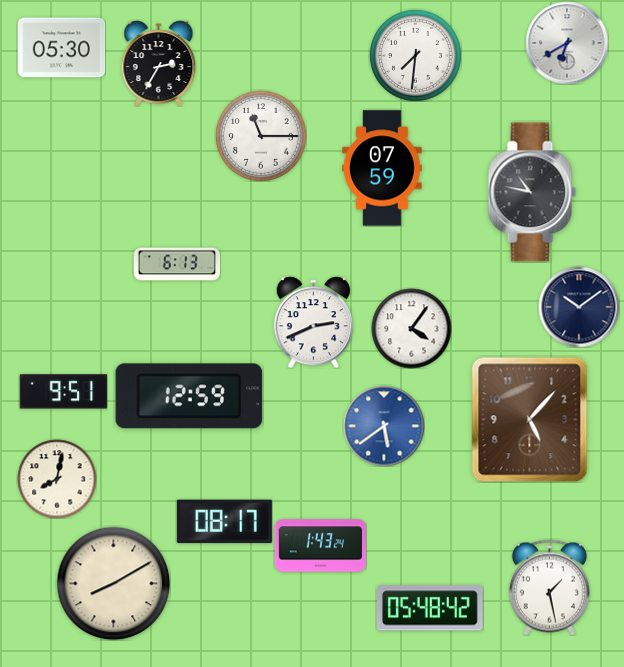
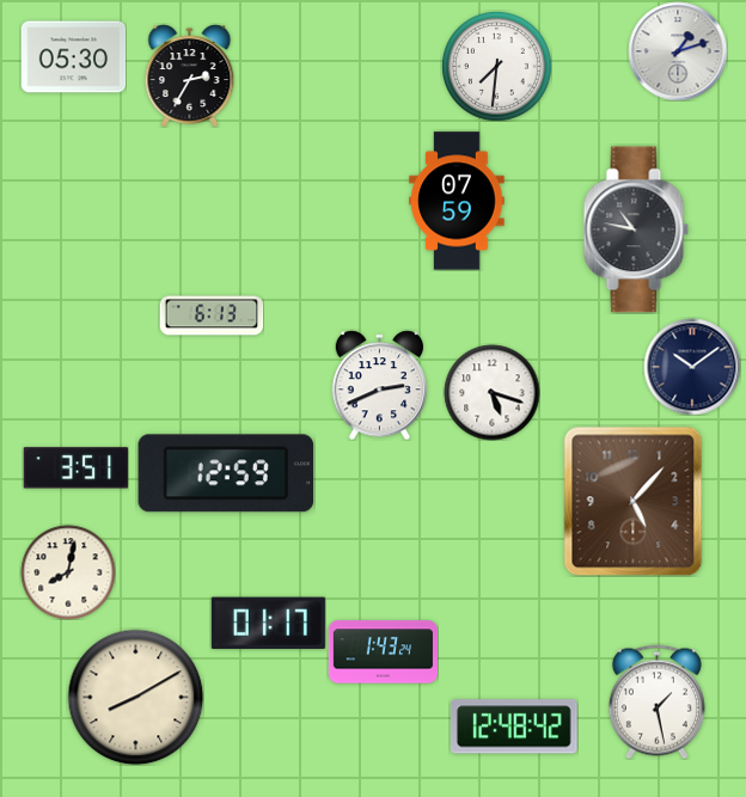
clock at (567, 43): 6:40 -> 1:12
clock at (261, 136): 11:15 -> none
clock at (313, 322) position: (313, 322) -> (379, 385)
clock at (411, 328): 4:06 -> 5:18
clock at (63, 392): 9:51 -> 3:51
clock at (384, 426): 5:39 -> none
clock at (224, 522): 08:17 -> 01:17
clock at (430, 608): 05:48 -> 12:48
